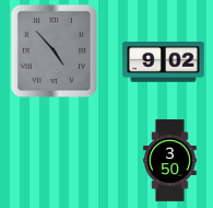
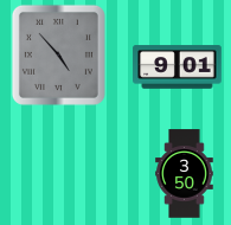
clock at (164, 62): 9:02 -> 9:01
